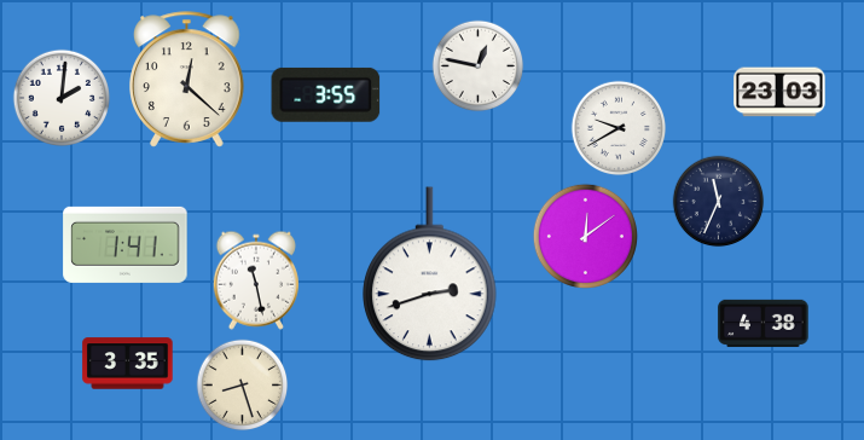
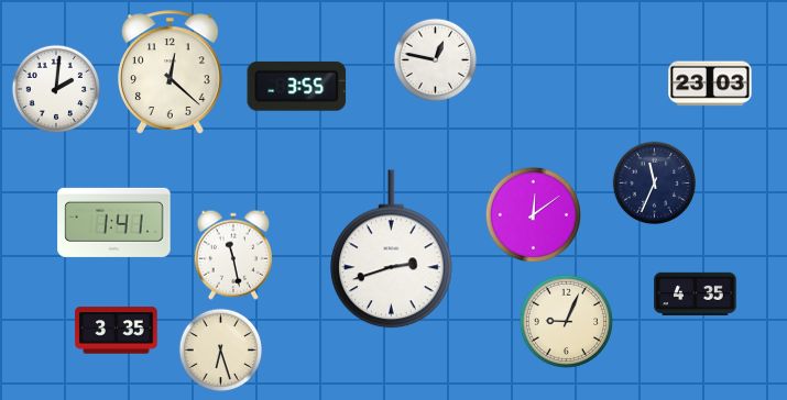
clock at (619, 128): 9:40 -> none
clock at (764, 323): 4:38 -> 4:35
clock at (566, 321): none -> 9:04
clock at (243, 386): 8:27 -> 6:27
